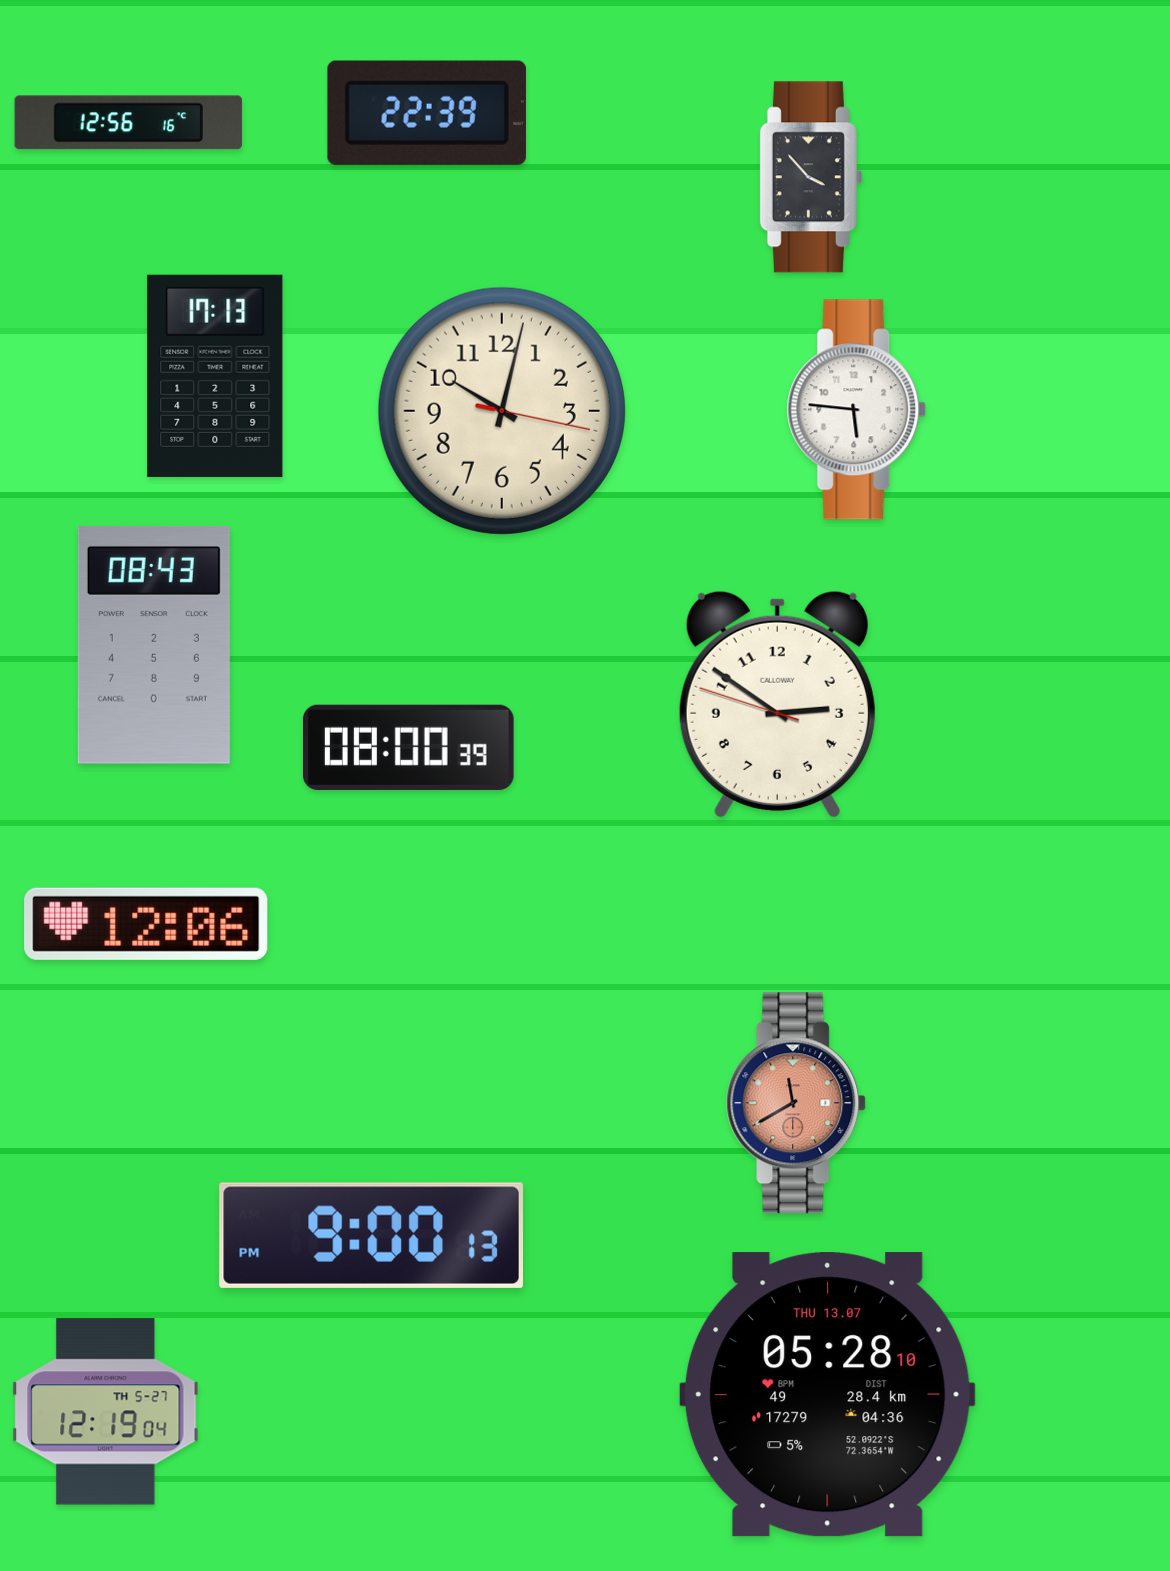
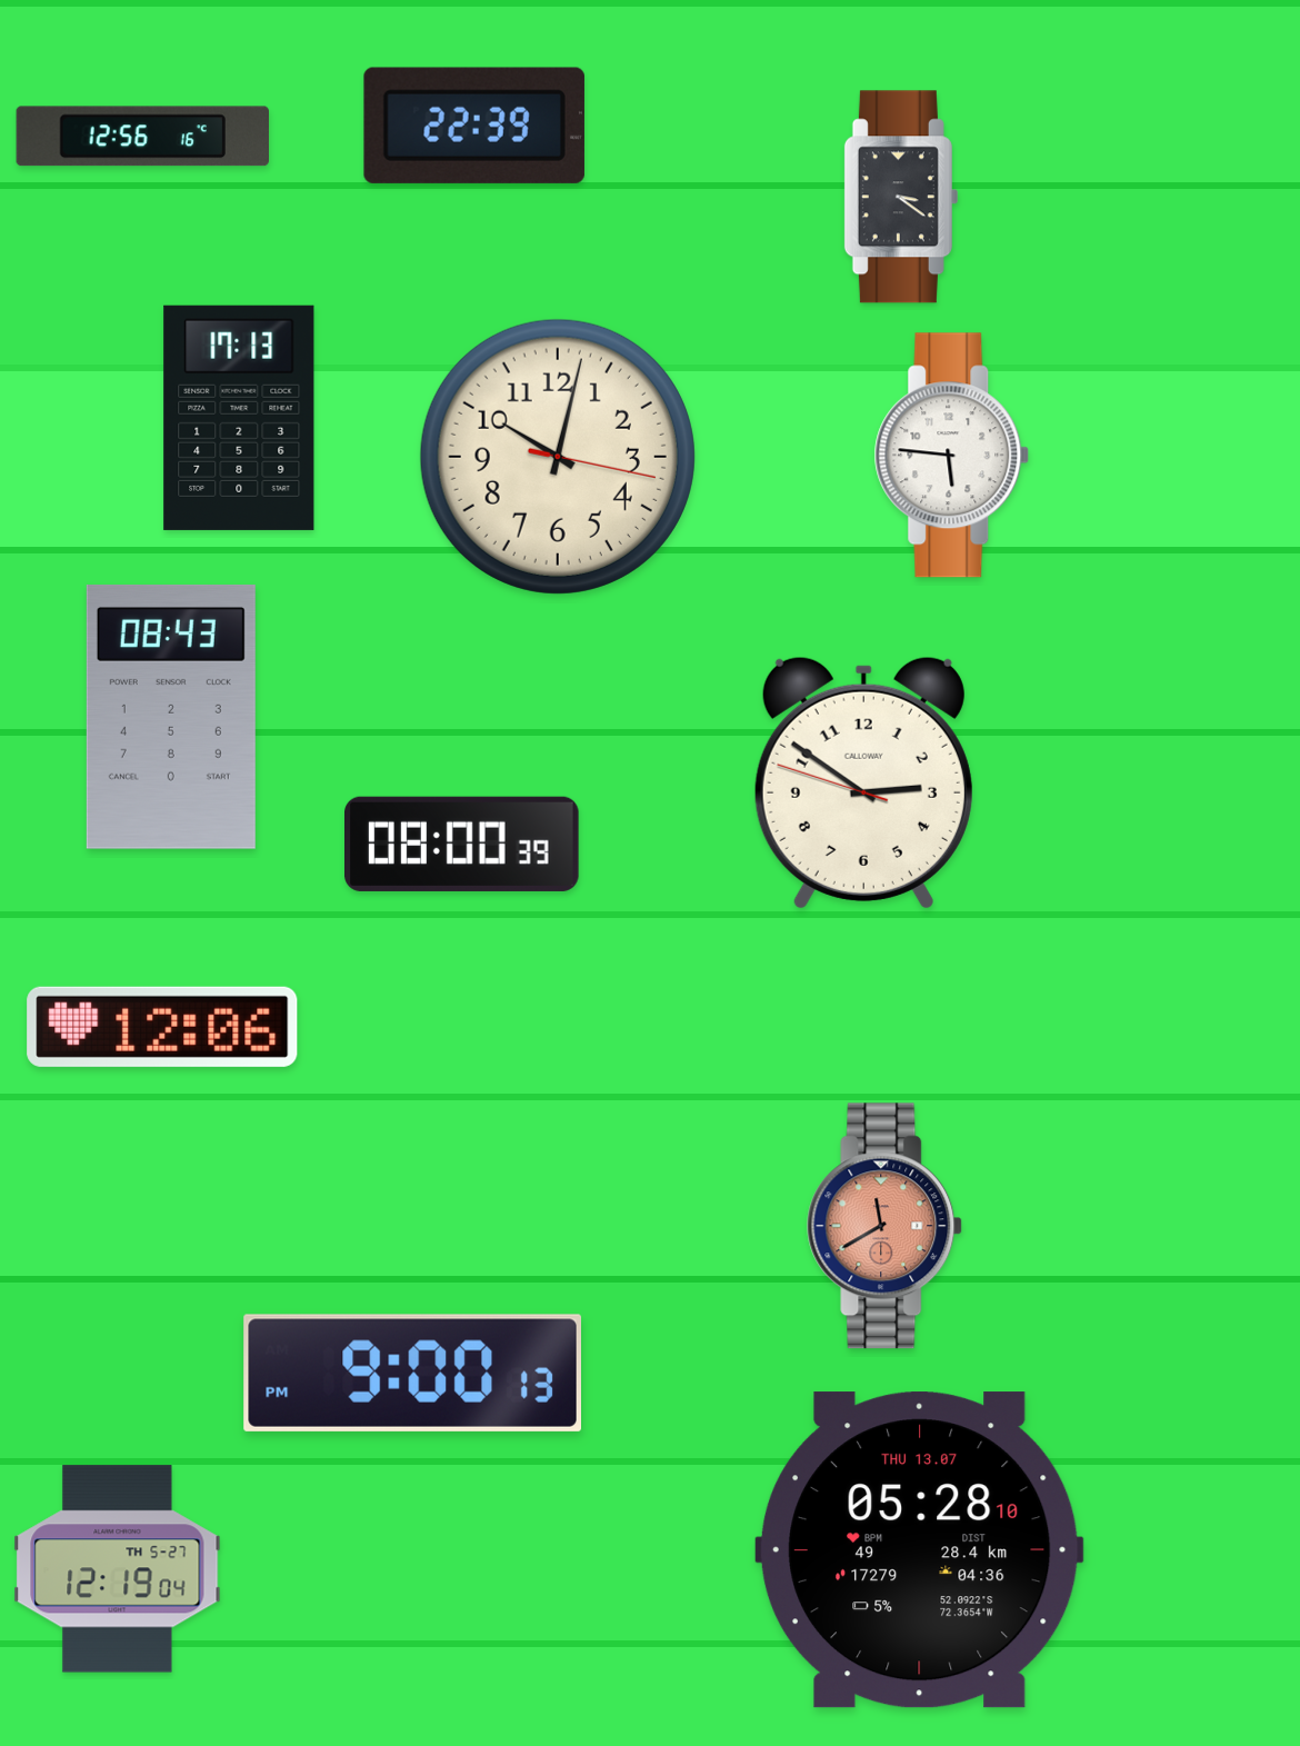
clock at (811, 177): 3:53 -> 3:21
clock at (409, 747) position: (409, 747) -> (462, 844)
